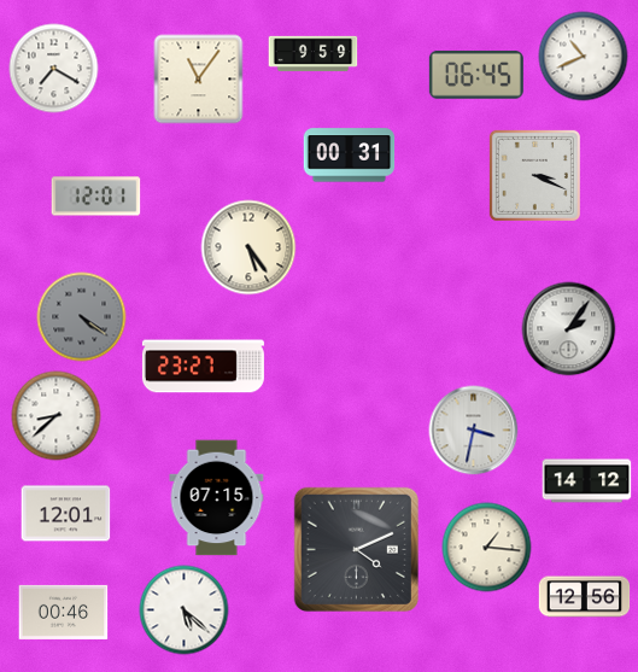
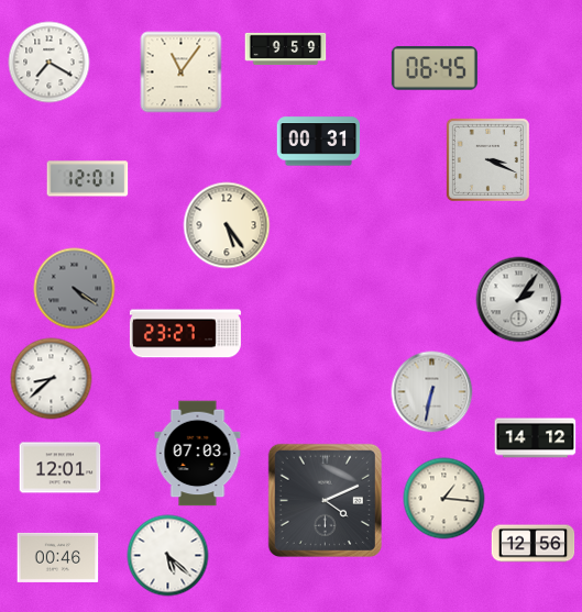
clock at (584, 57): 10:41 -> none
clock at (474, 431): 3:32 -> 6:32
clock at (217, 498): 07:15 -> 07:03
